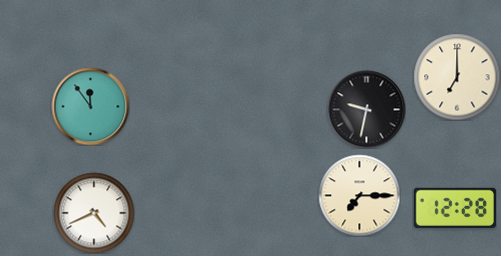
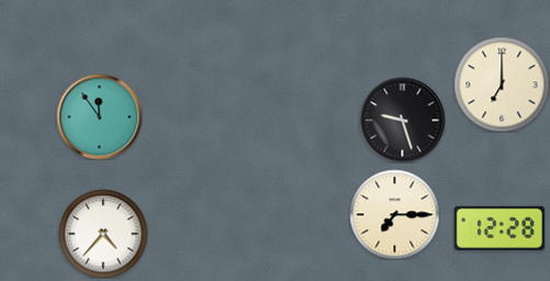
clock at (366, 109): 9:32 -> 9:27
clock at (94, 213): 4:41 -> 4:37
